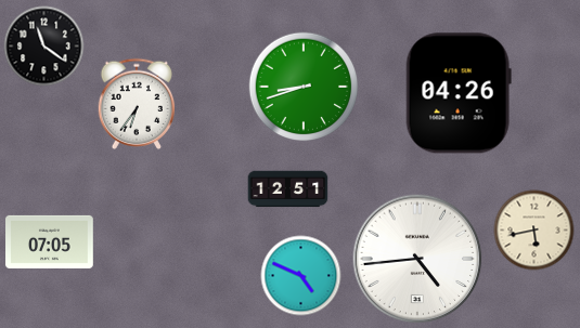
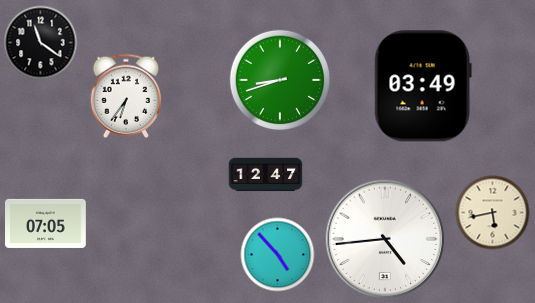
clock at (459, 93): 04:26 -> 03:49
clock at (288, 189): 12:51 -> 12:47
clock at (301, 276): 4:49 -> 4:53
